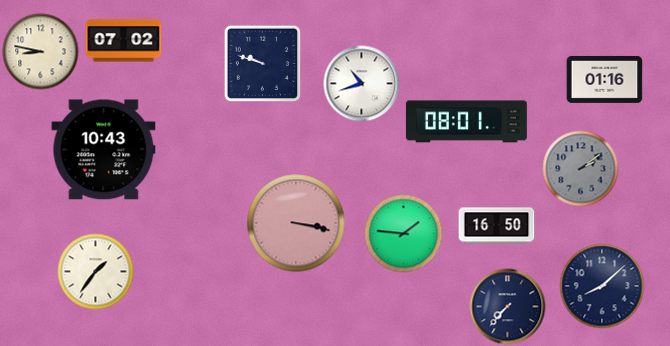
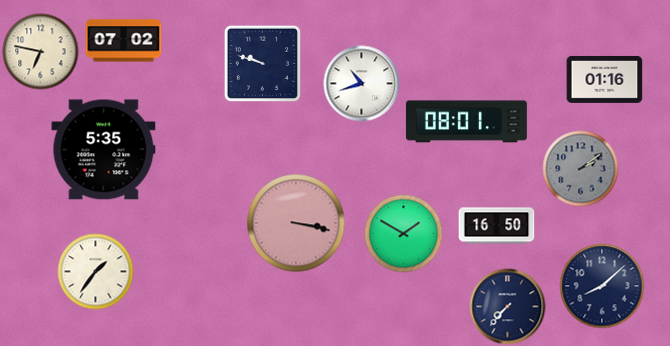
clock at (41, 52): 8:47 -> 6:47
clock at (104, 150): 10:43 -> 5:35
clock at (404, 234): 1:46 -> 1:50
